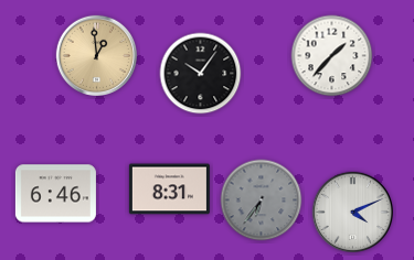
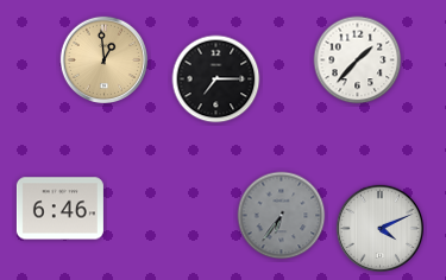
clock at (201, 74): 10:06 -> 7:15
clock at (169, 189): 8:31 -> none
